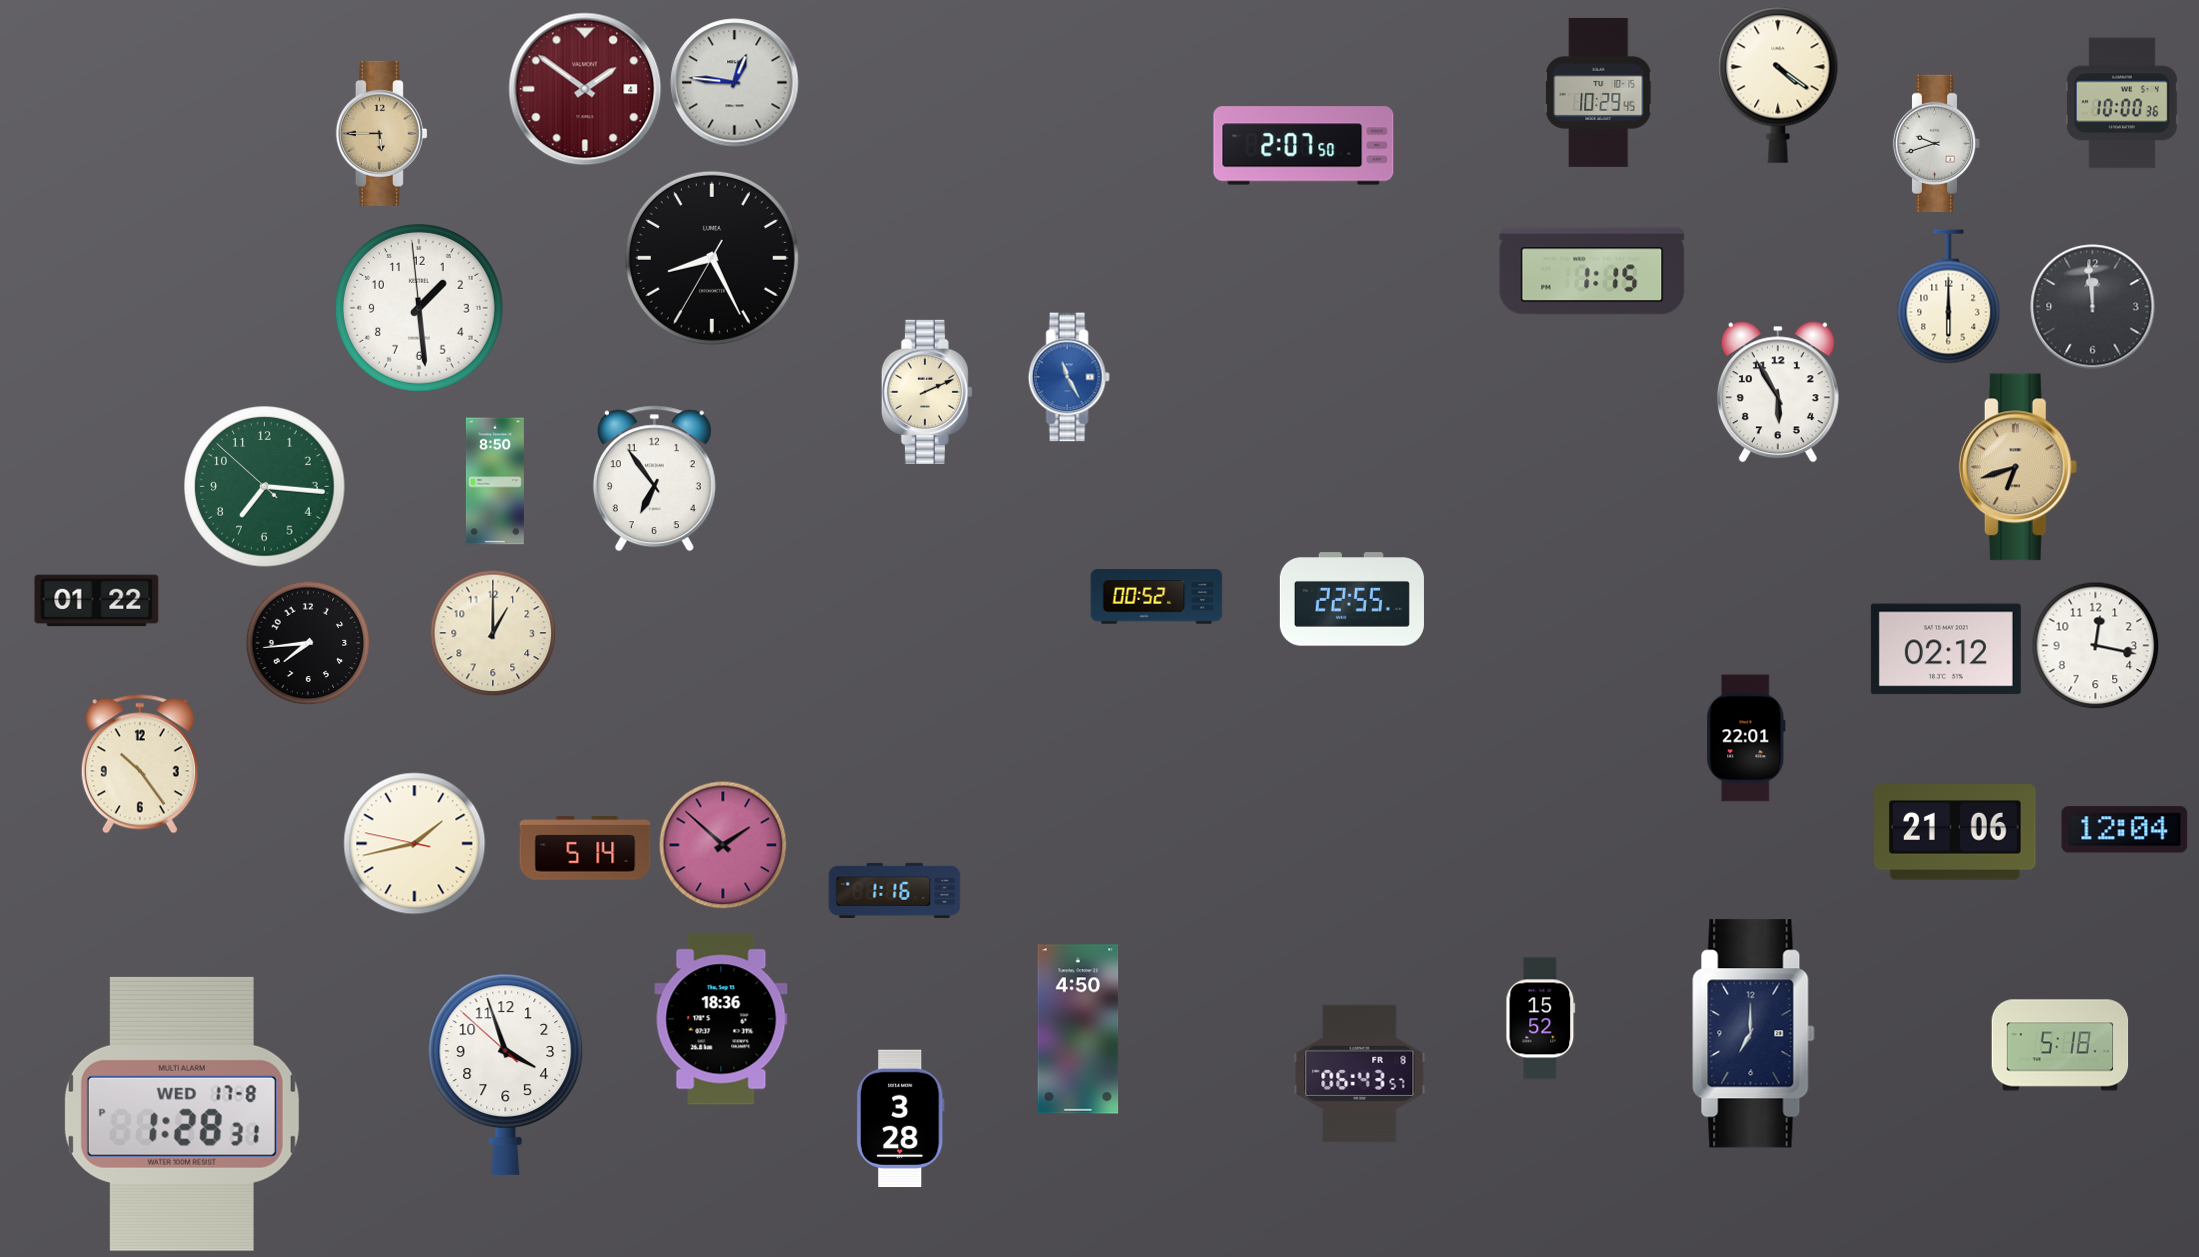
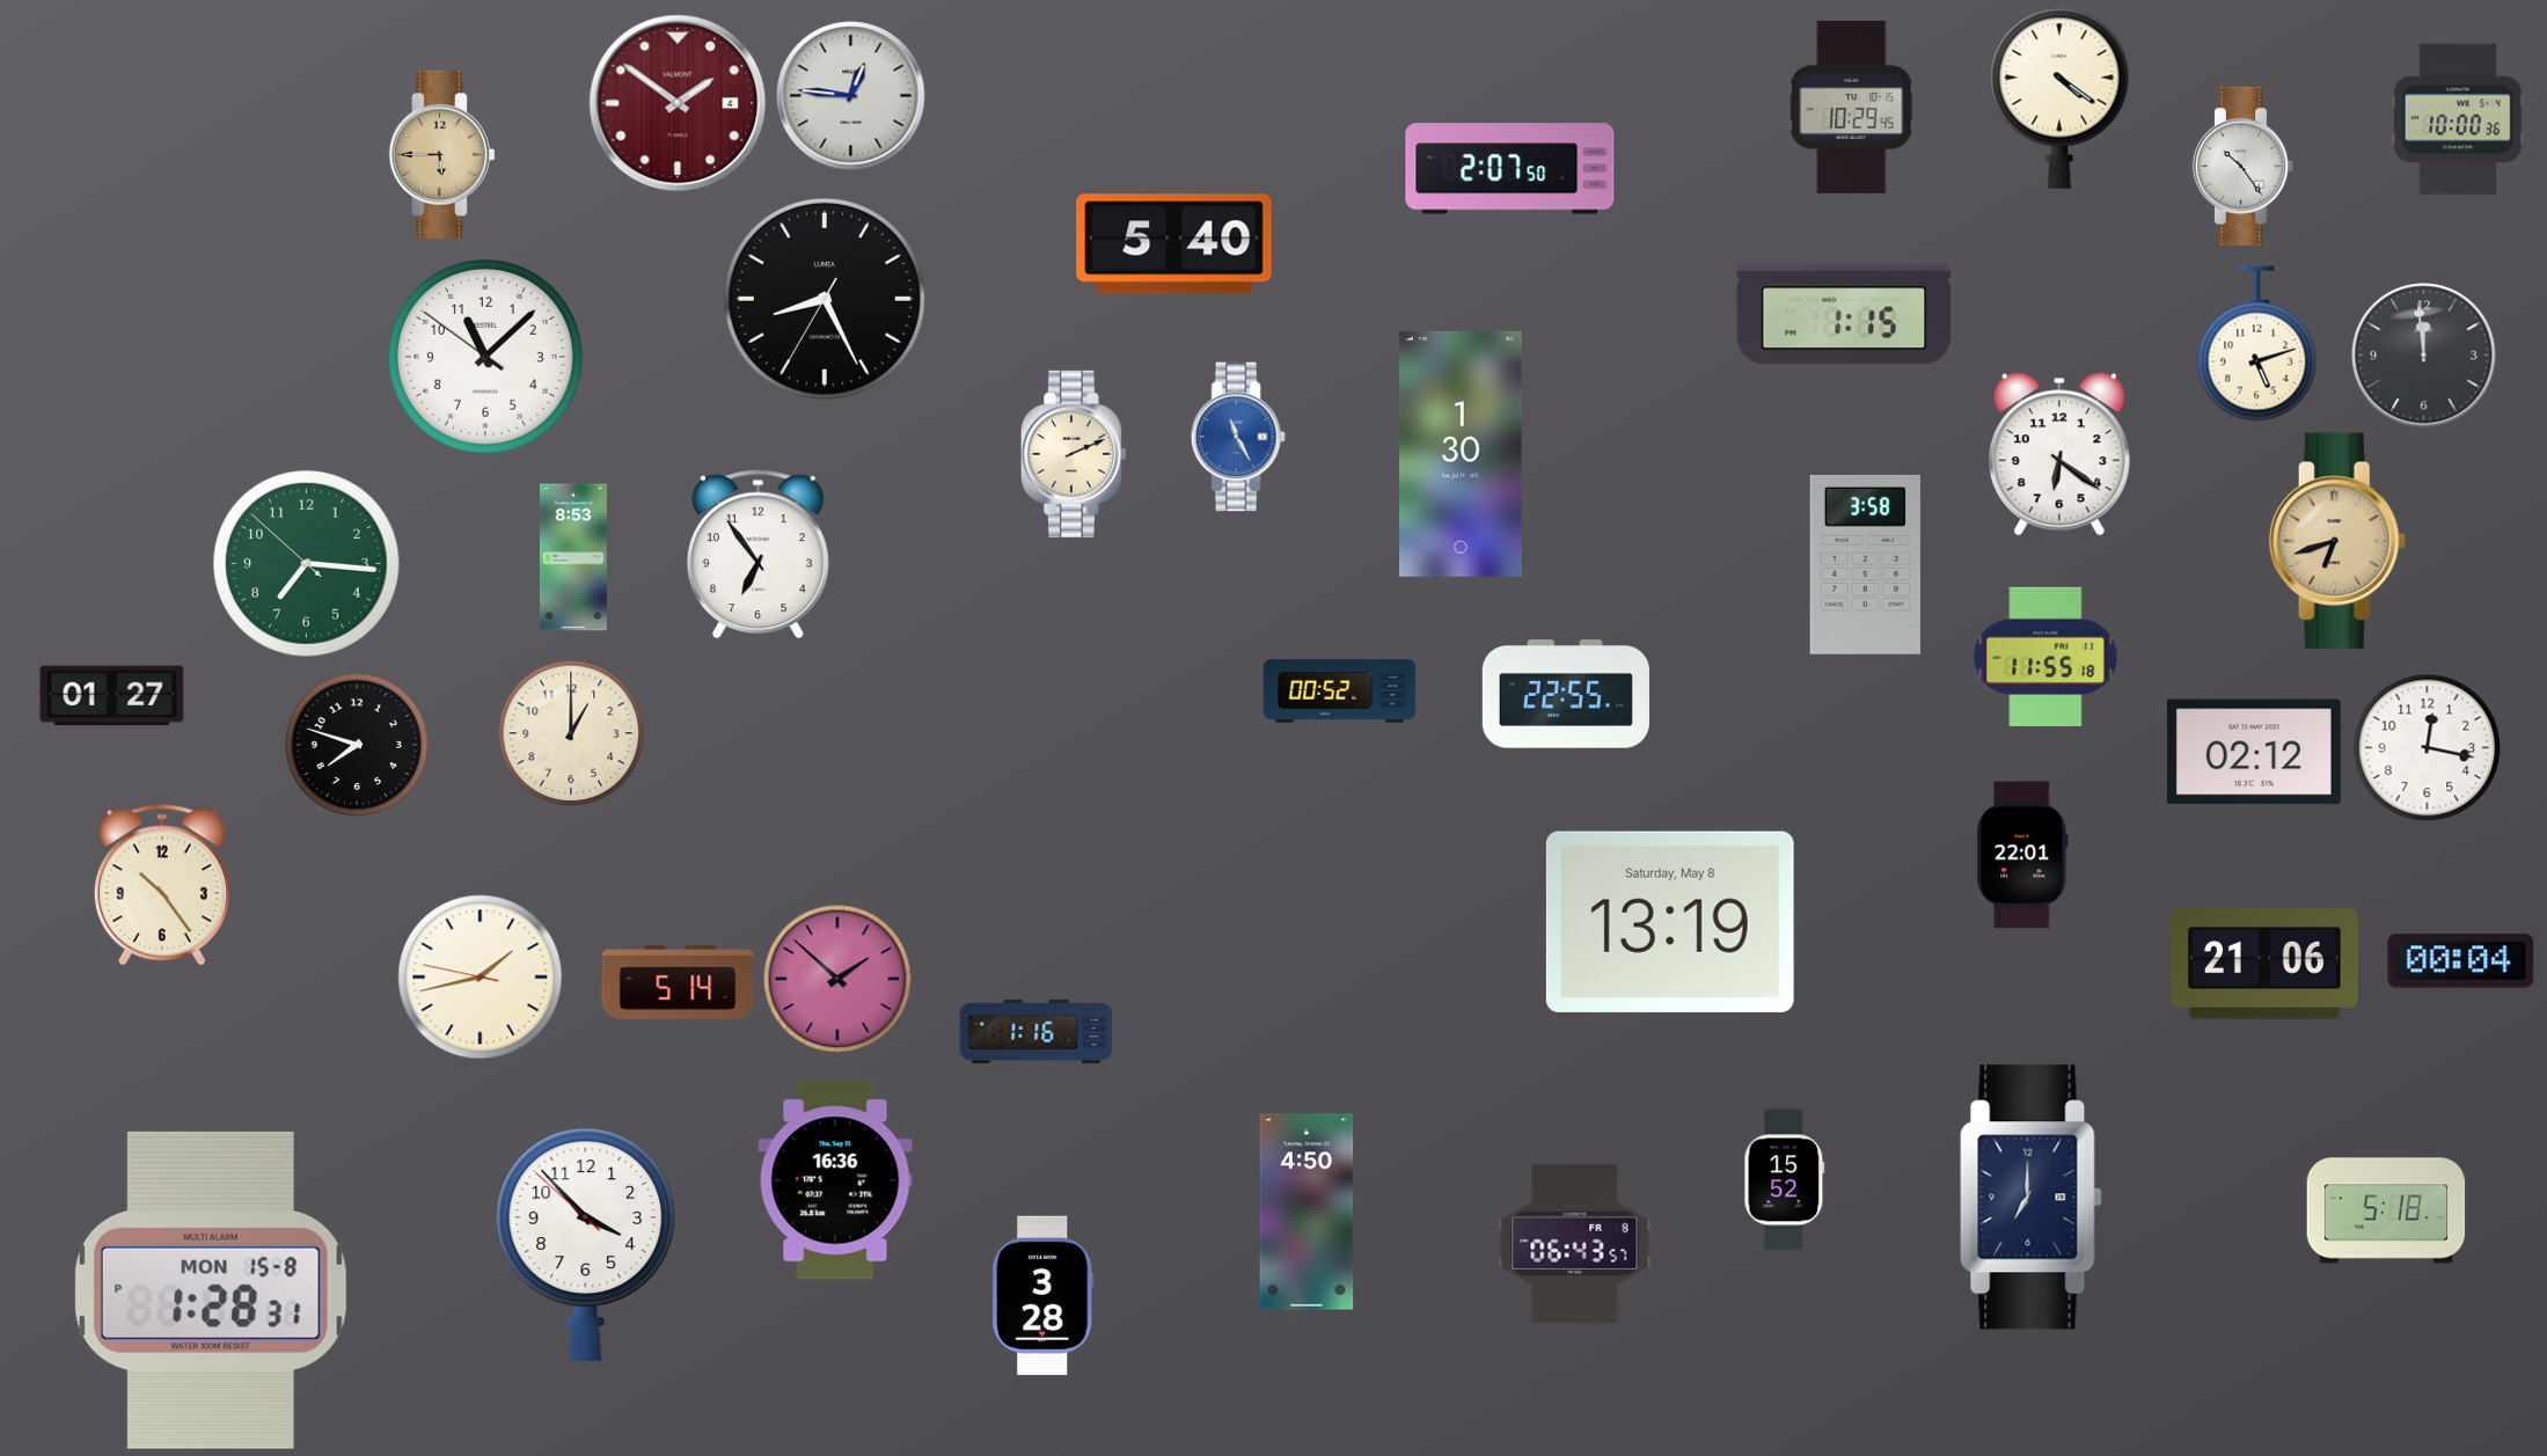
clock at (1937, 144): 9:42 -> 10:24
clock at (1174, 244): none -> 5:40
clock at (1949, 297): 6:00 -> 5:12
clock at (419, 308): 1:28 -> 11:07
clock at (1461, 454): none -> 1:30
clock at (1778, 392): 5:55 -> 6:21
clock at (495, 481): 8:50 -> 8:53
clock at (1865, 564): none -> 3:58
clock at (2045, 657): none -> 11:55
clock at (97, 601): 01:22 -> 01:27
clock at (308, 643): 7:44 -> 7:48
clock at (1670, 922): none -> 13:19
clock at (2125, 830): 12:04 -> 00:04
clock at (721, 1019): 18:36 -> 16:36
clock at (1078, 1029) position: (1078, 1029) -> (1307, 1212)
clock at (506, 1074): 3:56 -> 3:52
clock at (182, 1114) date: WED 17-8 -> MON 15-8
